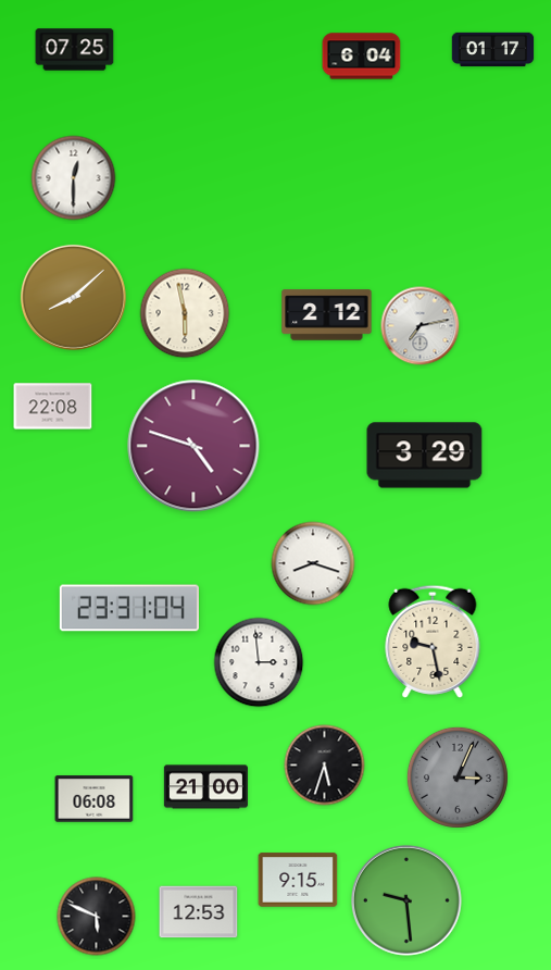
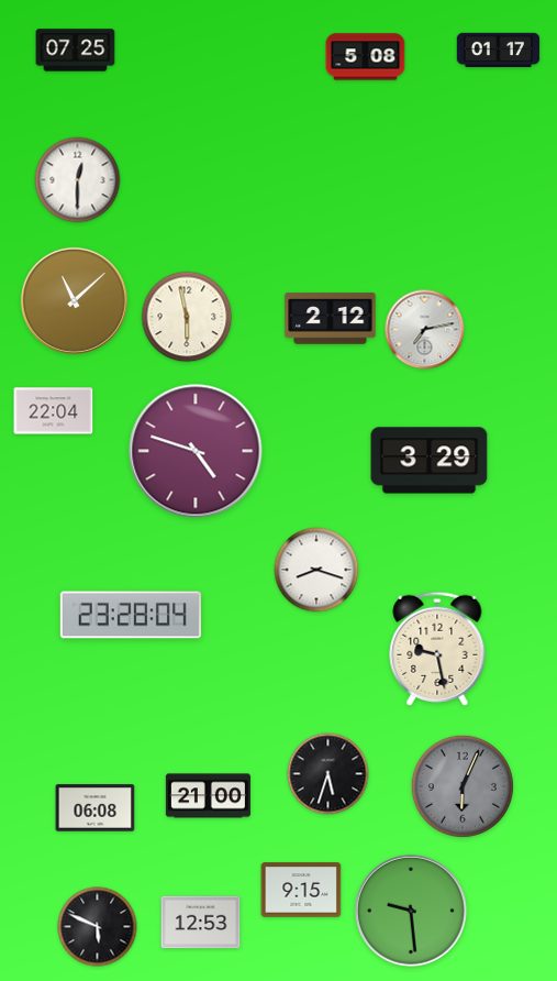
clock at (362, 57): 6:04 -> 5:08
clock at (74, 178) position: (74, 178) -> (78, 180)
clock at (73, 297): 8:08 -> 11:08
clock at (53, 407): 22:08 -> 22:04
clock at (129, 608): 23:31 -> 23:28
clock at (259, 662): 2:59 -> none
clock at (458, 778): 3:04 -> 6:04
